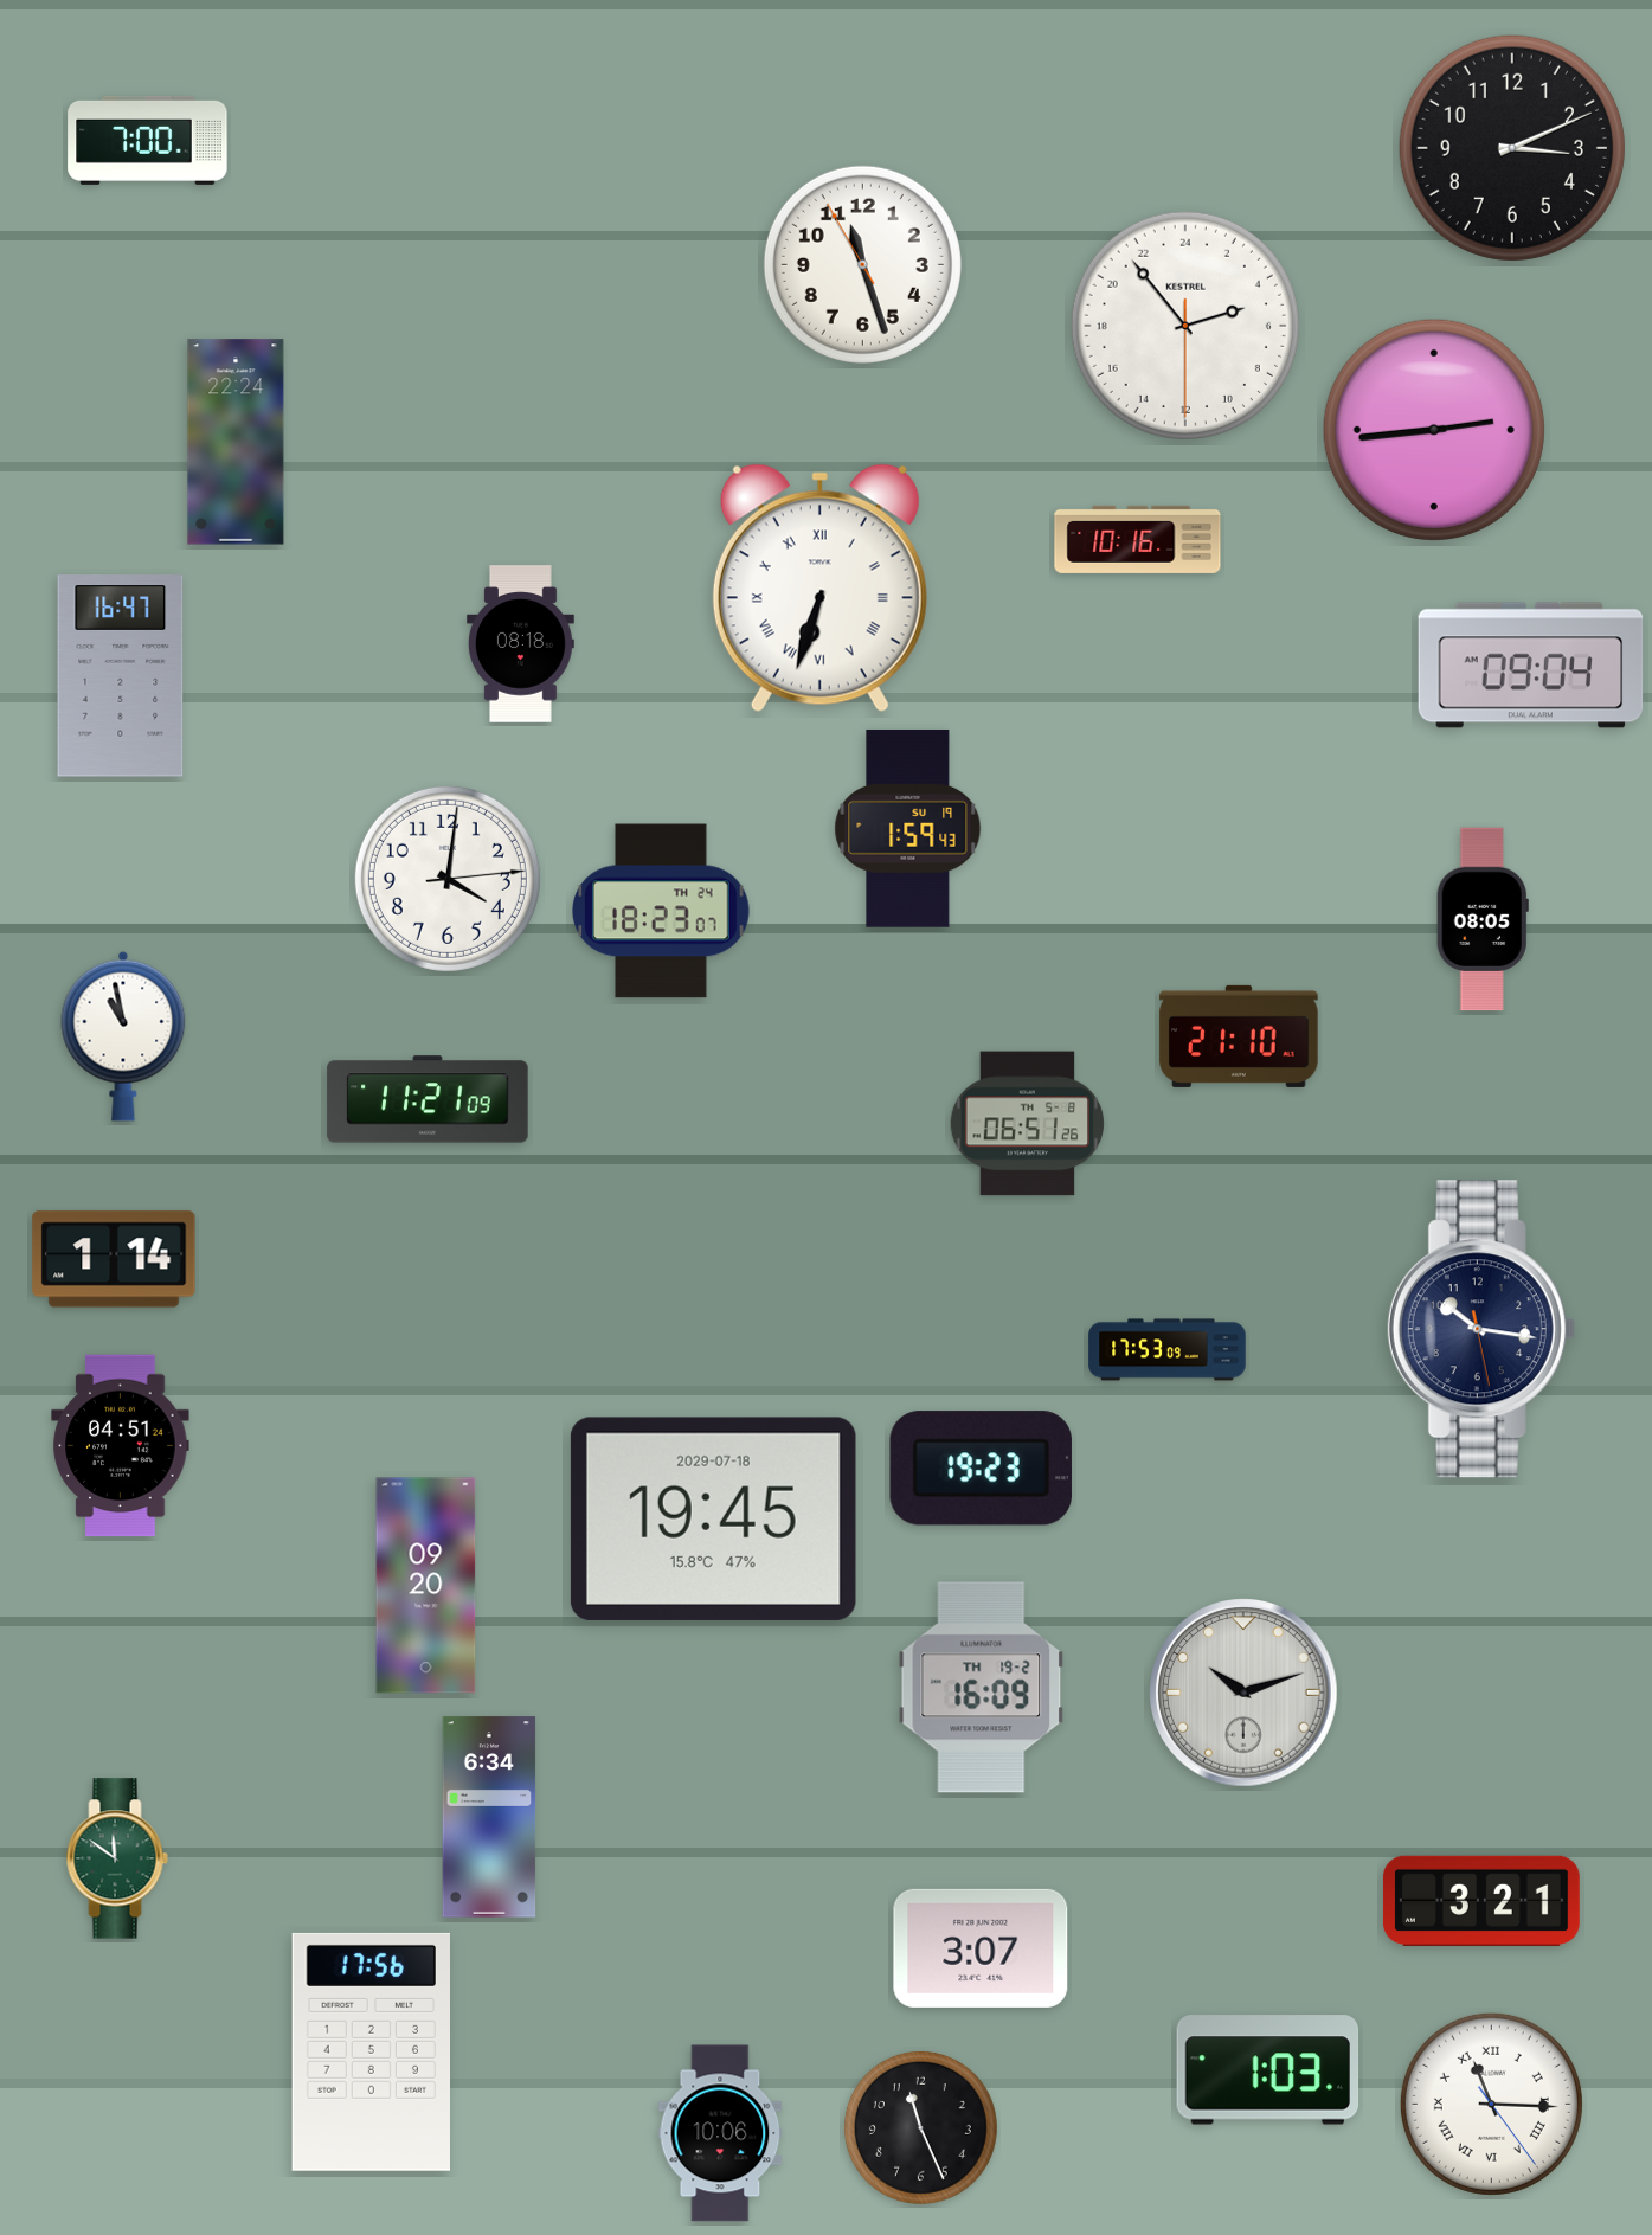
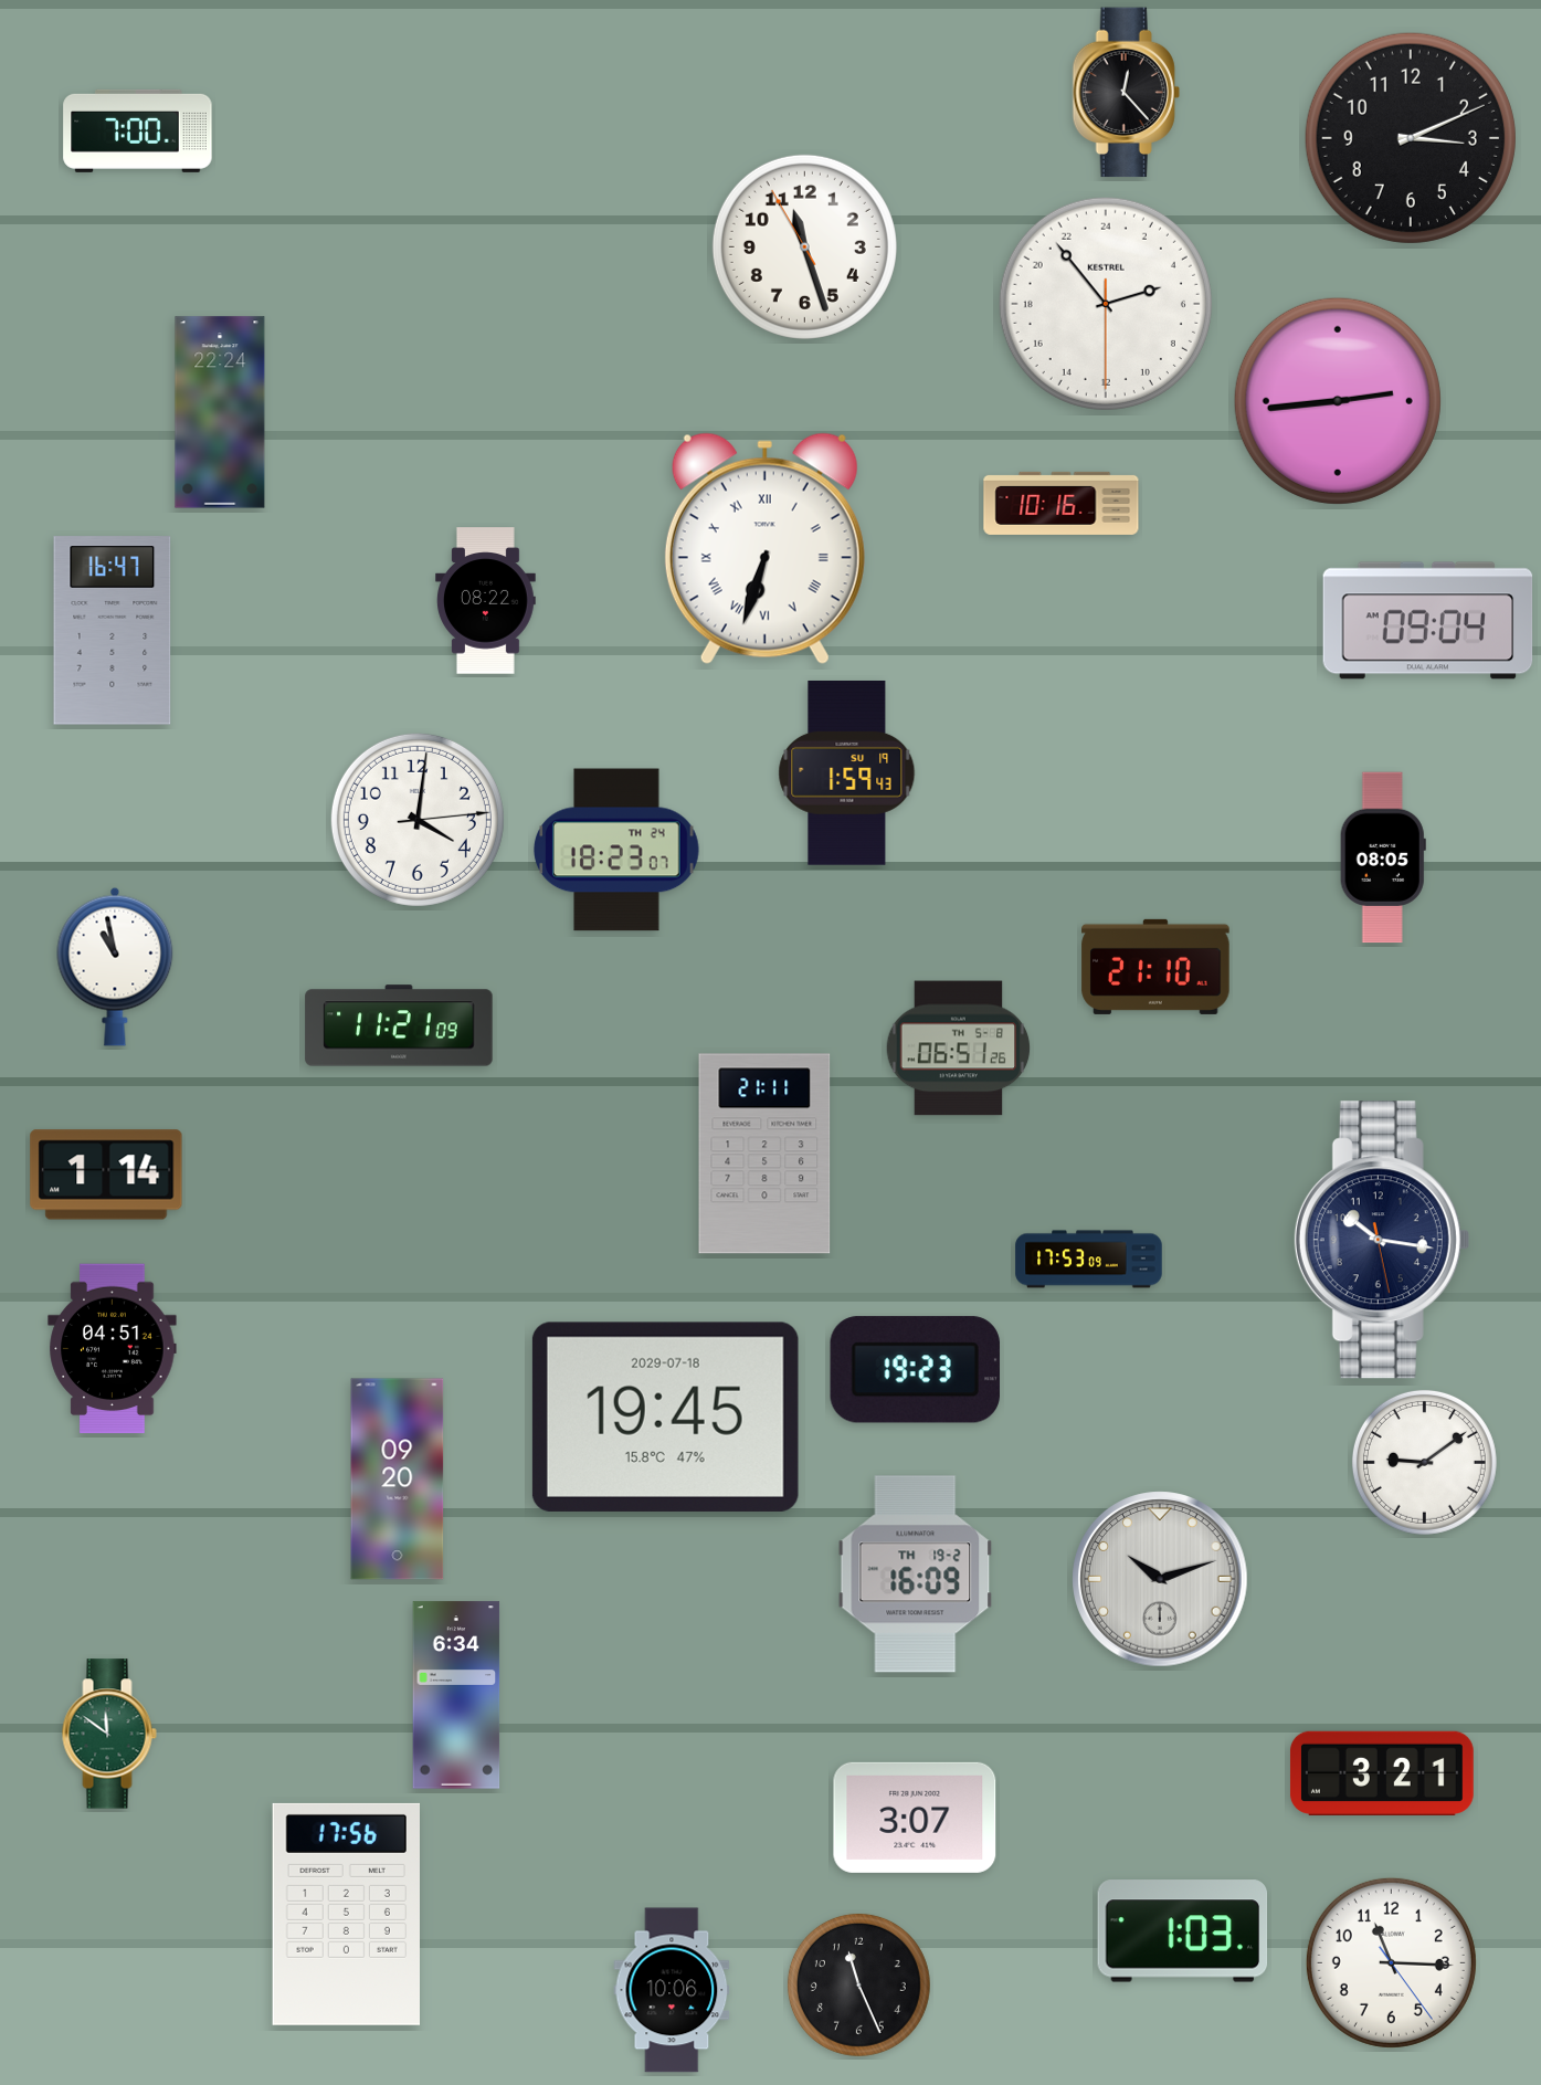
clock at (1126, 93): none -> 12:23
clock at (521, 644): 08:18 -> 08:22
clock at (764, 1154): none -> 21:11
clock at (1424, 1462): none -> 9:09
clock at (1491, 2104) numerals: Roman -> Arabic
